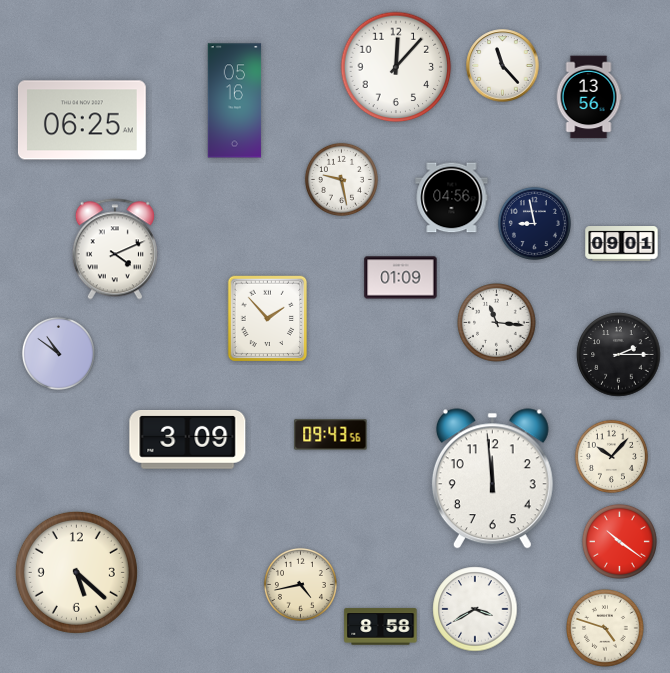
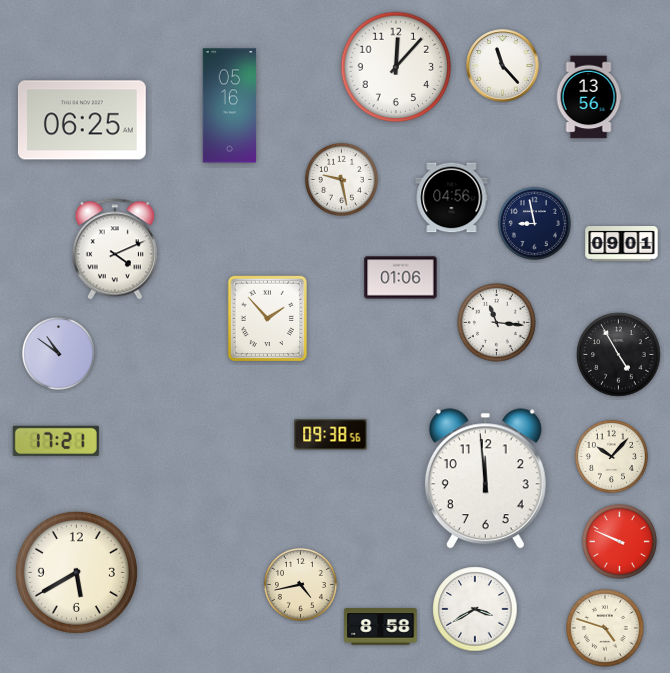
clock at (235, 101) position: (235, 101) -> (230, 106)
clock at (401, 278): 01:09 -> 01:06
clock at (619, 355): 2:15 -> 4:55
clock at (331, 435): 09:43 -> 09:38
clock at (188, 440): 3:09 -> none
clock at (56, 441): none -> 17:21
clock at (492, 479) position: (492, 479) -> (485, 479)
clock at (619, 541): 10:21 -> 9:49
clock at (76, 572): 5:22 -> 5:40
